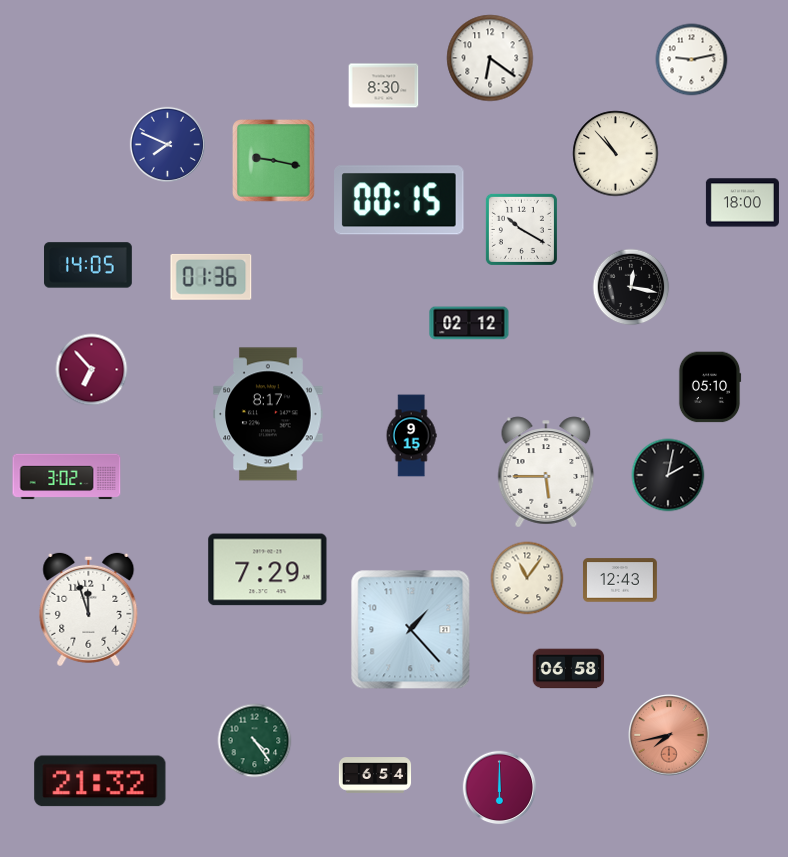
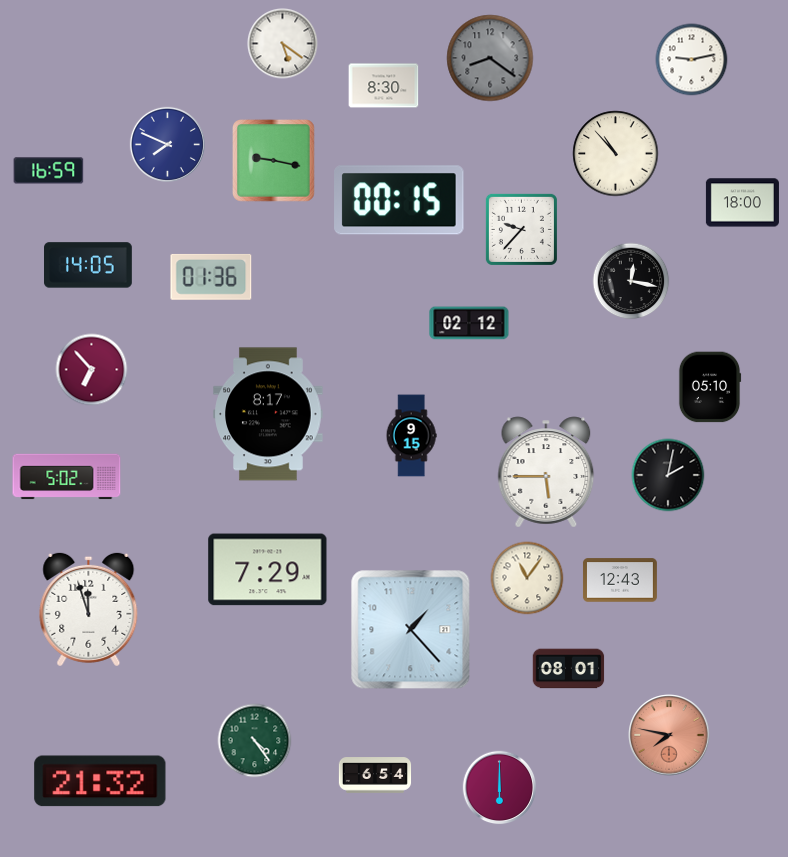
clock at (283, 44): none -> 5:21
clock at (490, 58): 6:21 -> 8:21
clock at (490, 58) dial: white -> grey
clock at (49, 171): none -> 16:59
clock at (521, 229): 10:20 -> 9:37
clock at (631, 287) position: (631, 287) -> (631, 281)
clock at (67, 477): 3:02 -> 5:02
clock at (569, 669): 06:58 -> 08:01
clock at (669, 735): 7:43 -> 7:47
